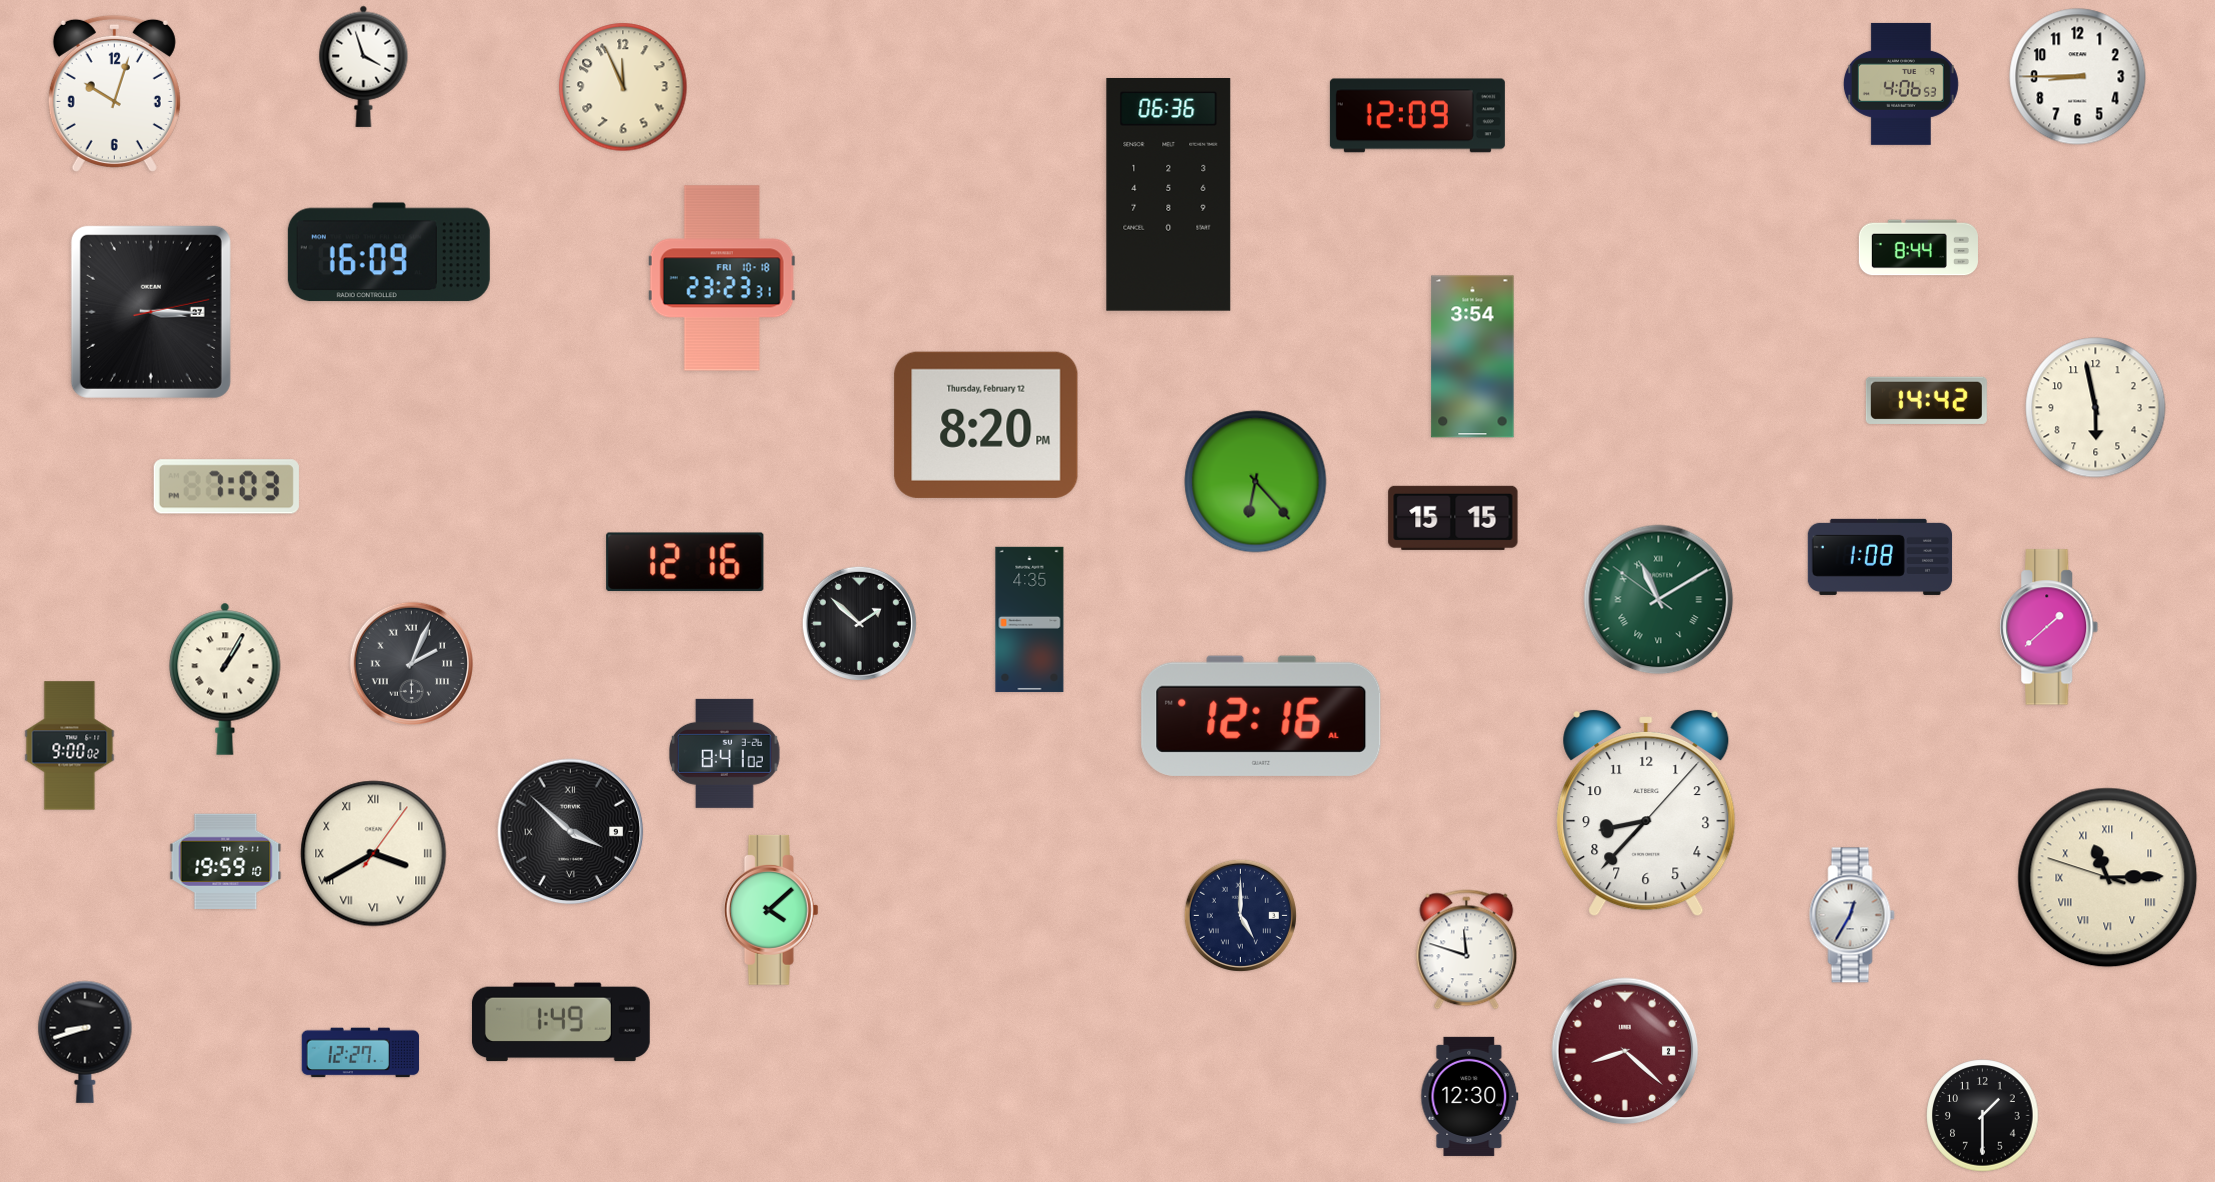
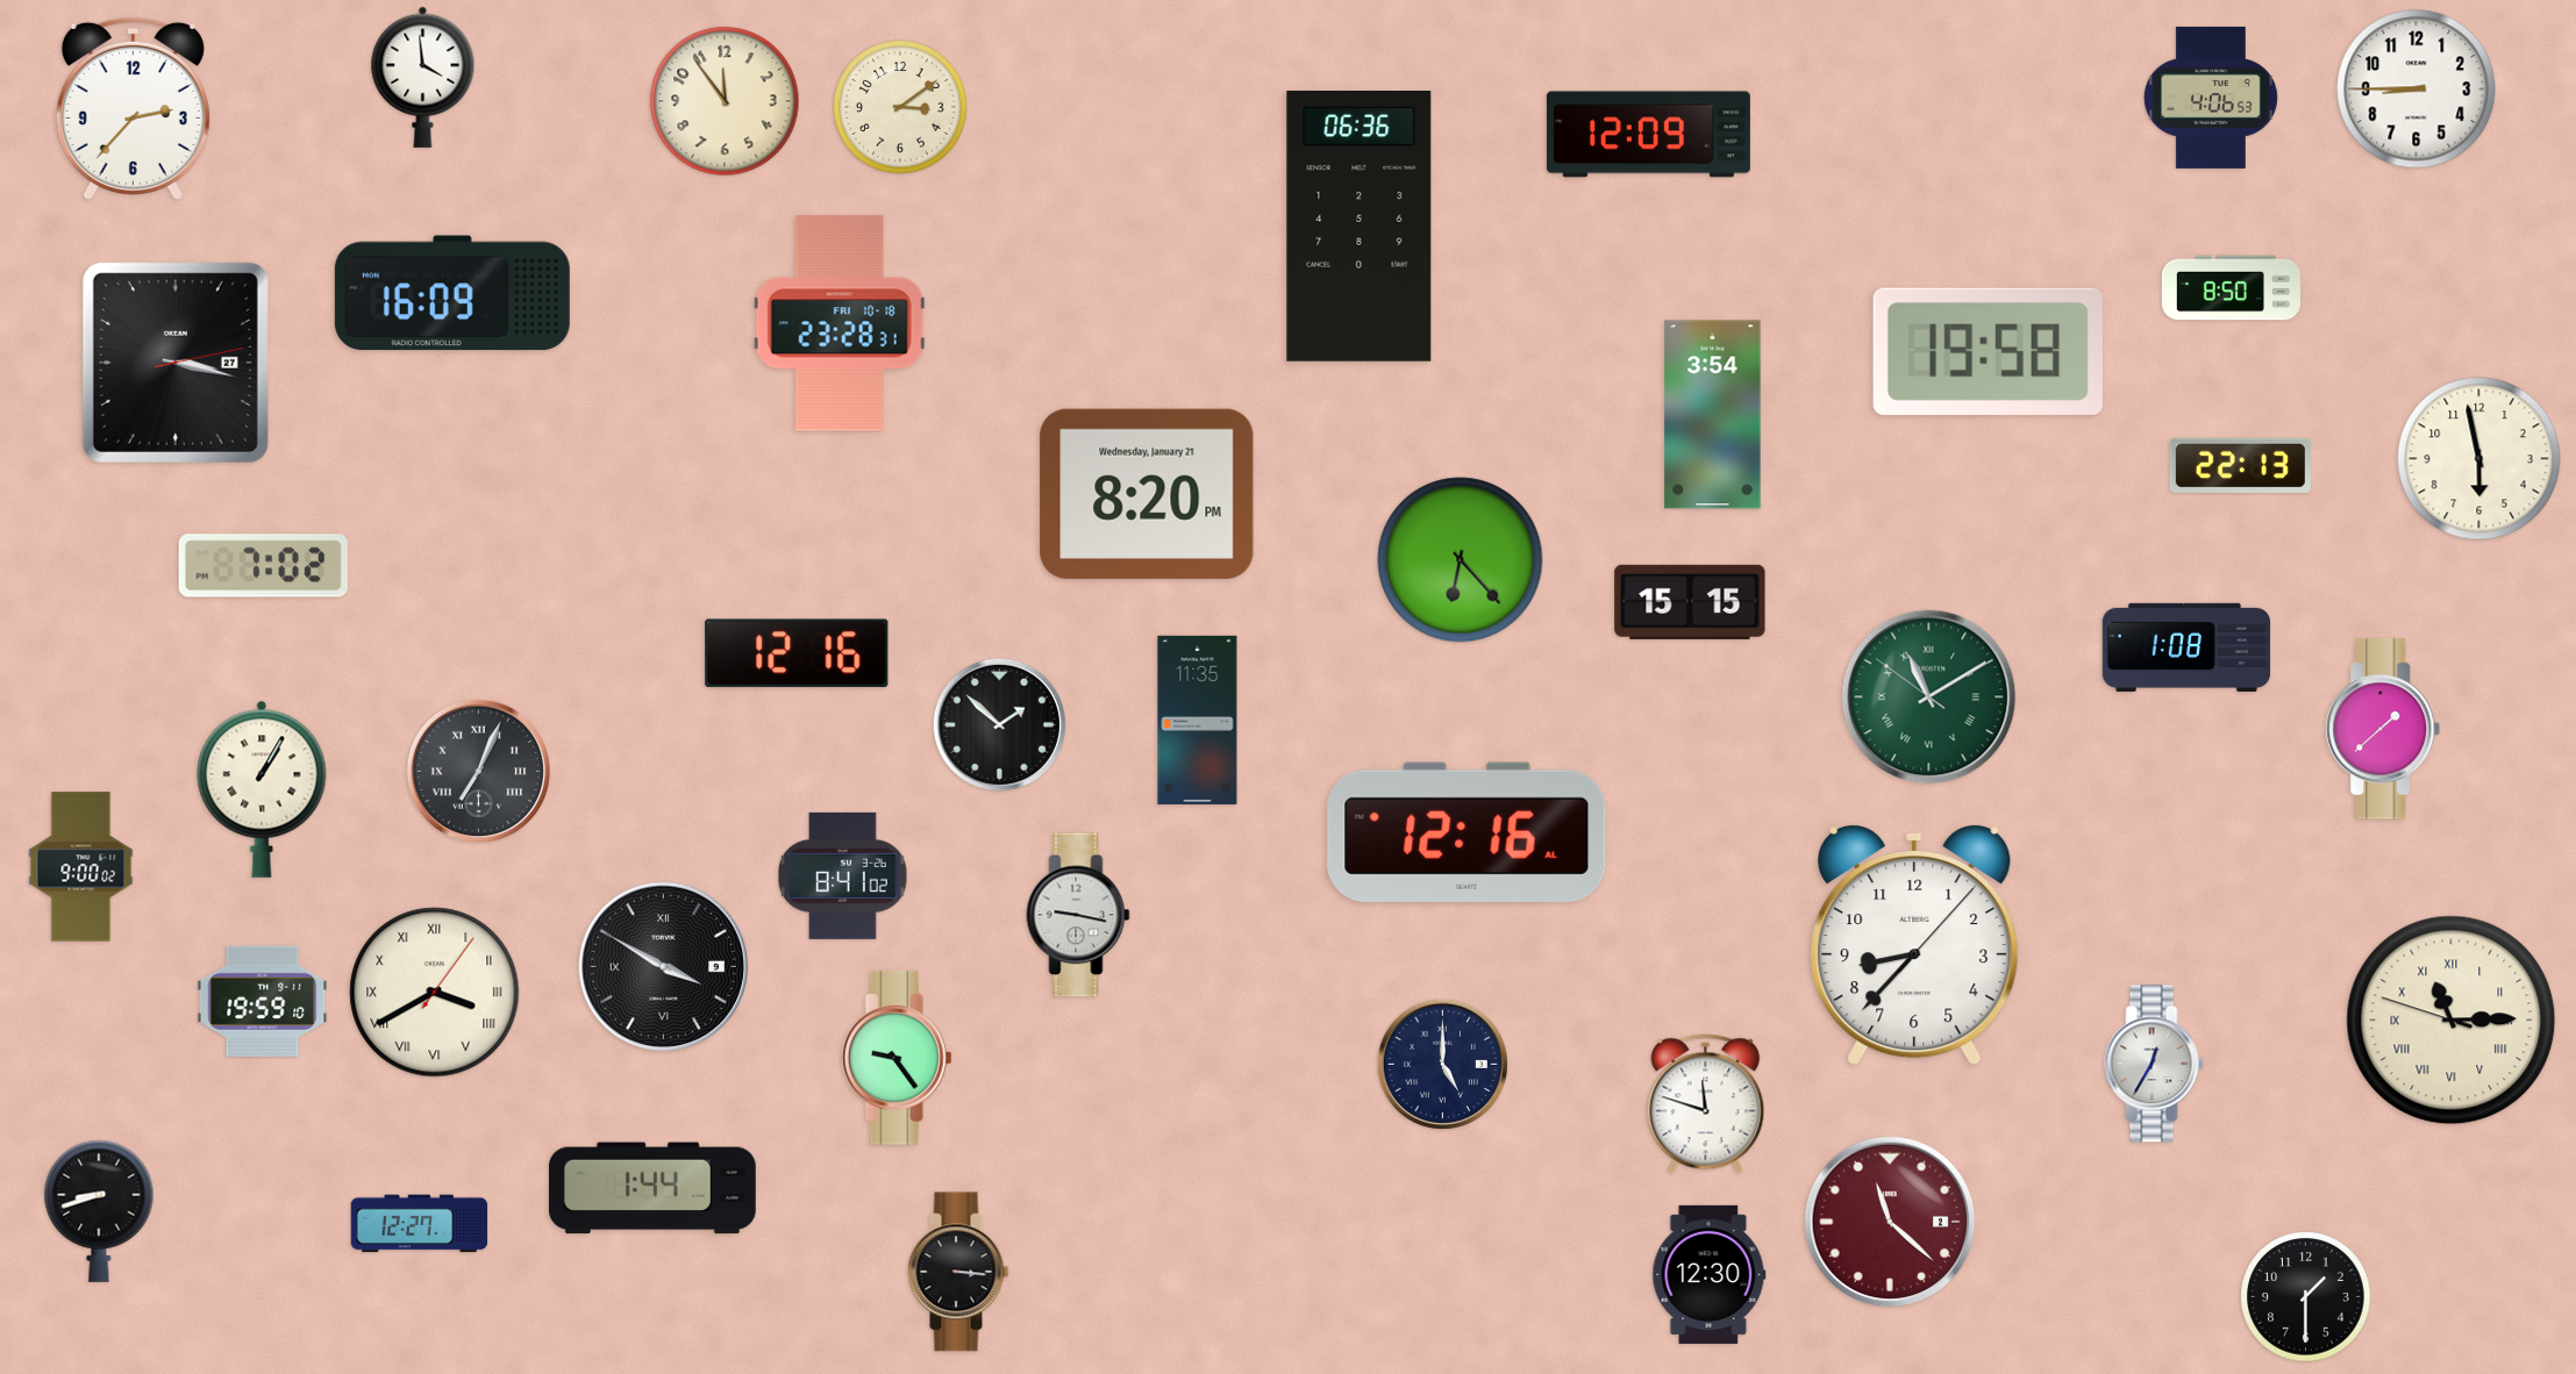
clock at (364, 66): 3:57 -> 3:59
clock at (623, 87): 11:56 -> 11:54
clock at (900, 107): none -> 3:09
clock at (114, 93): 10:03 -> 2:37
clock at (1918, 248): 8:44 -> 8:50
clock at (722, 278): 23:23 -> 23:28
clock at (1988, 351): none -> 19:58
clock at (151, 312): 3:15 -> 3:17
clock at (1926, 400): 14:42 -> 22:13
clock at (2096, 408) position: (2096, 408) -> (2479, 459)
clock at (986, 425) date: Thursday, February 12 -> Wednesday, January 21
clock at (226, 487): 7:03 -> 7:02
clock at (1030, 619): 4:35 -> 11:35
clock at (411, 663): 2:04 -> 7:04
clock at (1078, 915): none -> 9:17
clock at (571, 832): 3:52 -> 3:50
clock at (771, 910): 4:08 -> 9:24
clock at (561, 1022): 1:49 -> 1:44
clock at (1625, 1051): 8:22 -> 11:22
clock at (958, 1272): none -> 3:16
